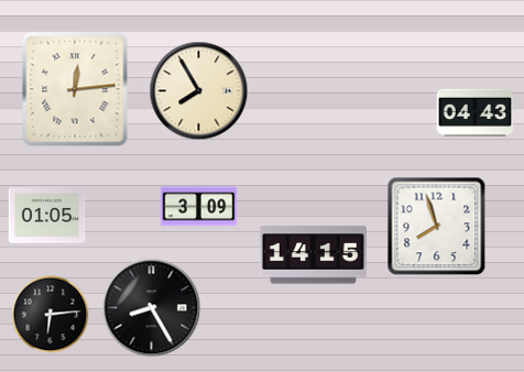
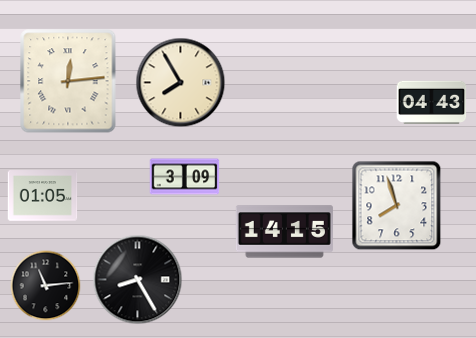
clock at (199, 207) position: (199, 207) -> (185, 177)
clock at (51, 315): 6:14 -> 11:14
